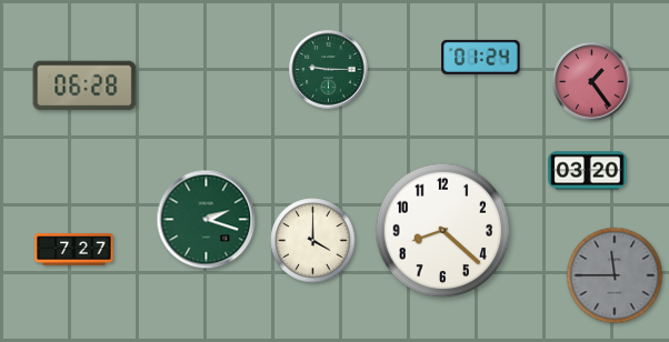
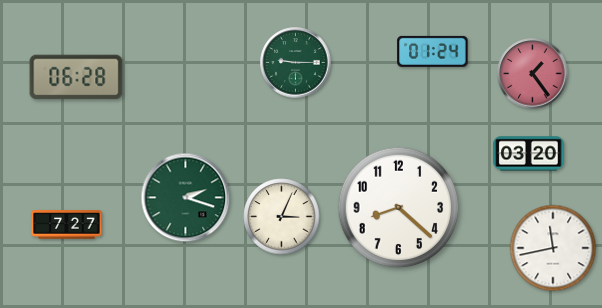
clock at (313, 241): 4:00 -> 3:04
clock at (615, 275): 11:45 -> 11:43
clock at (615, 275) dial: grey -> white
